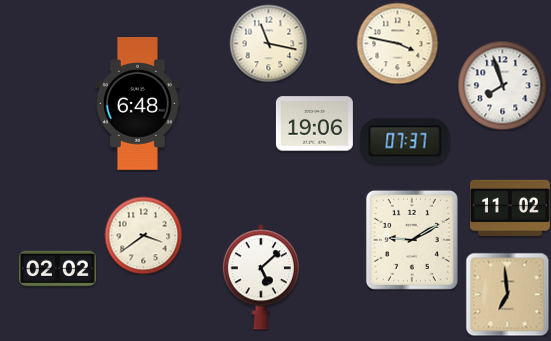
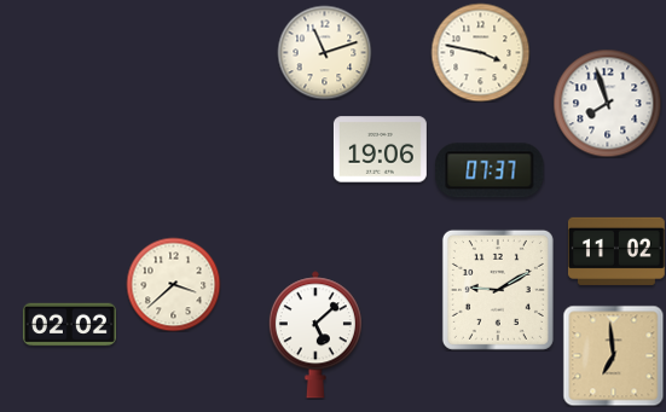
clock at (268, 43): 11:17 -> 11:12
clock at (137, 104): 6:48 -> none
clock at (143, 235): 3:39 -> 3:38
